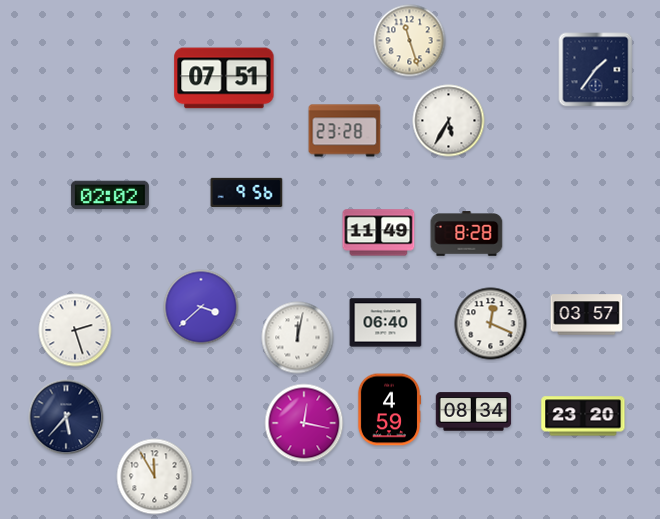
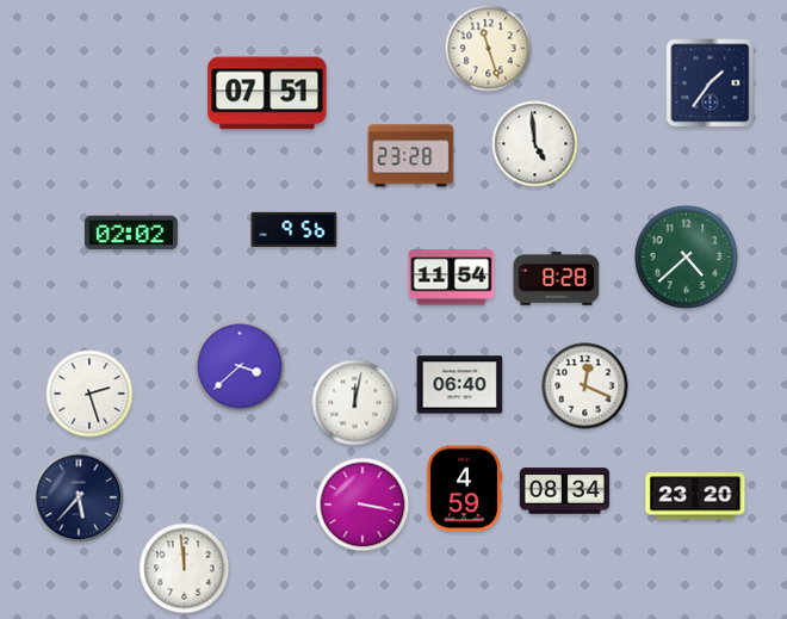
clock at (449, 121): 5:35 -> 4:59
clock at (687, 258): none -> 4:38
clock at (379, 233): 11:49 -> 11:54
clock at (587, 315): 03:57 -> none
clock at (304, 423): 12:17 -> 3:17
clock at (155, 477): 11:55 -> 11:59
